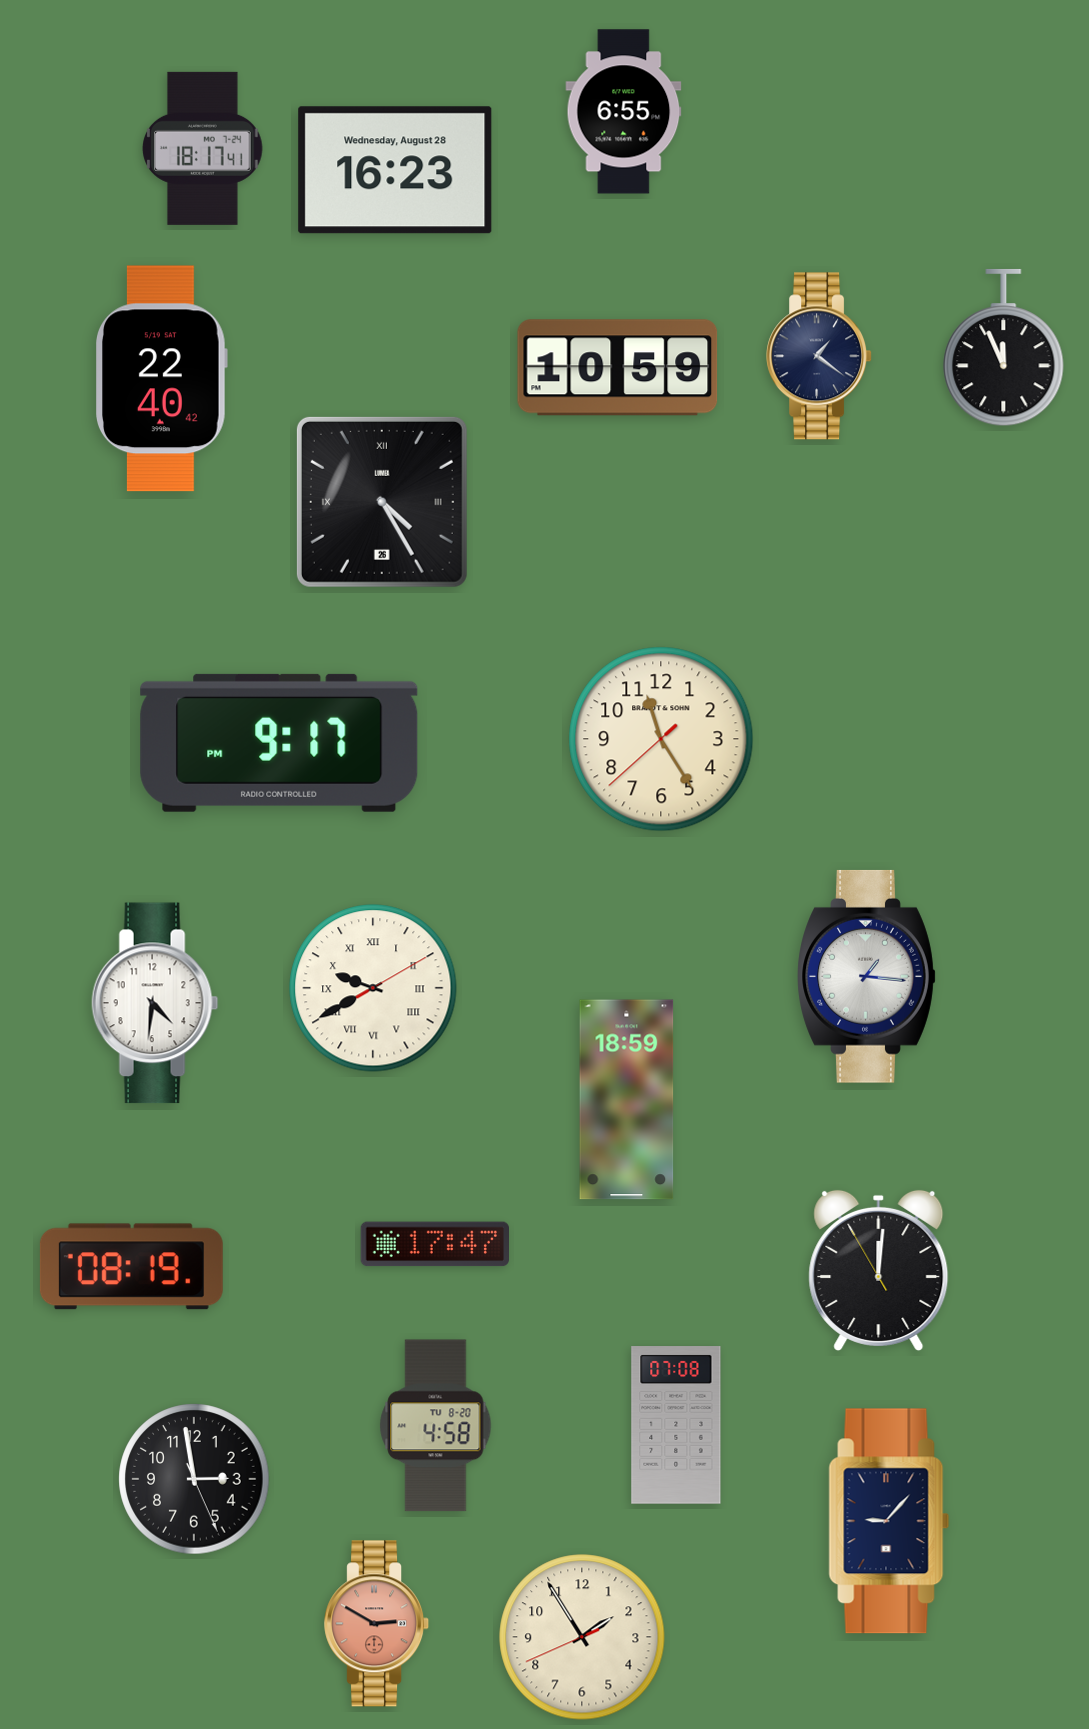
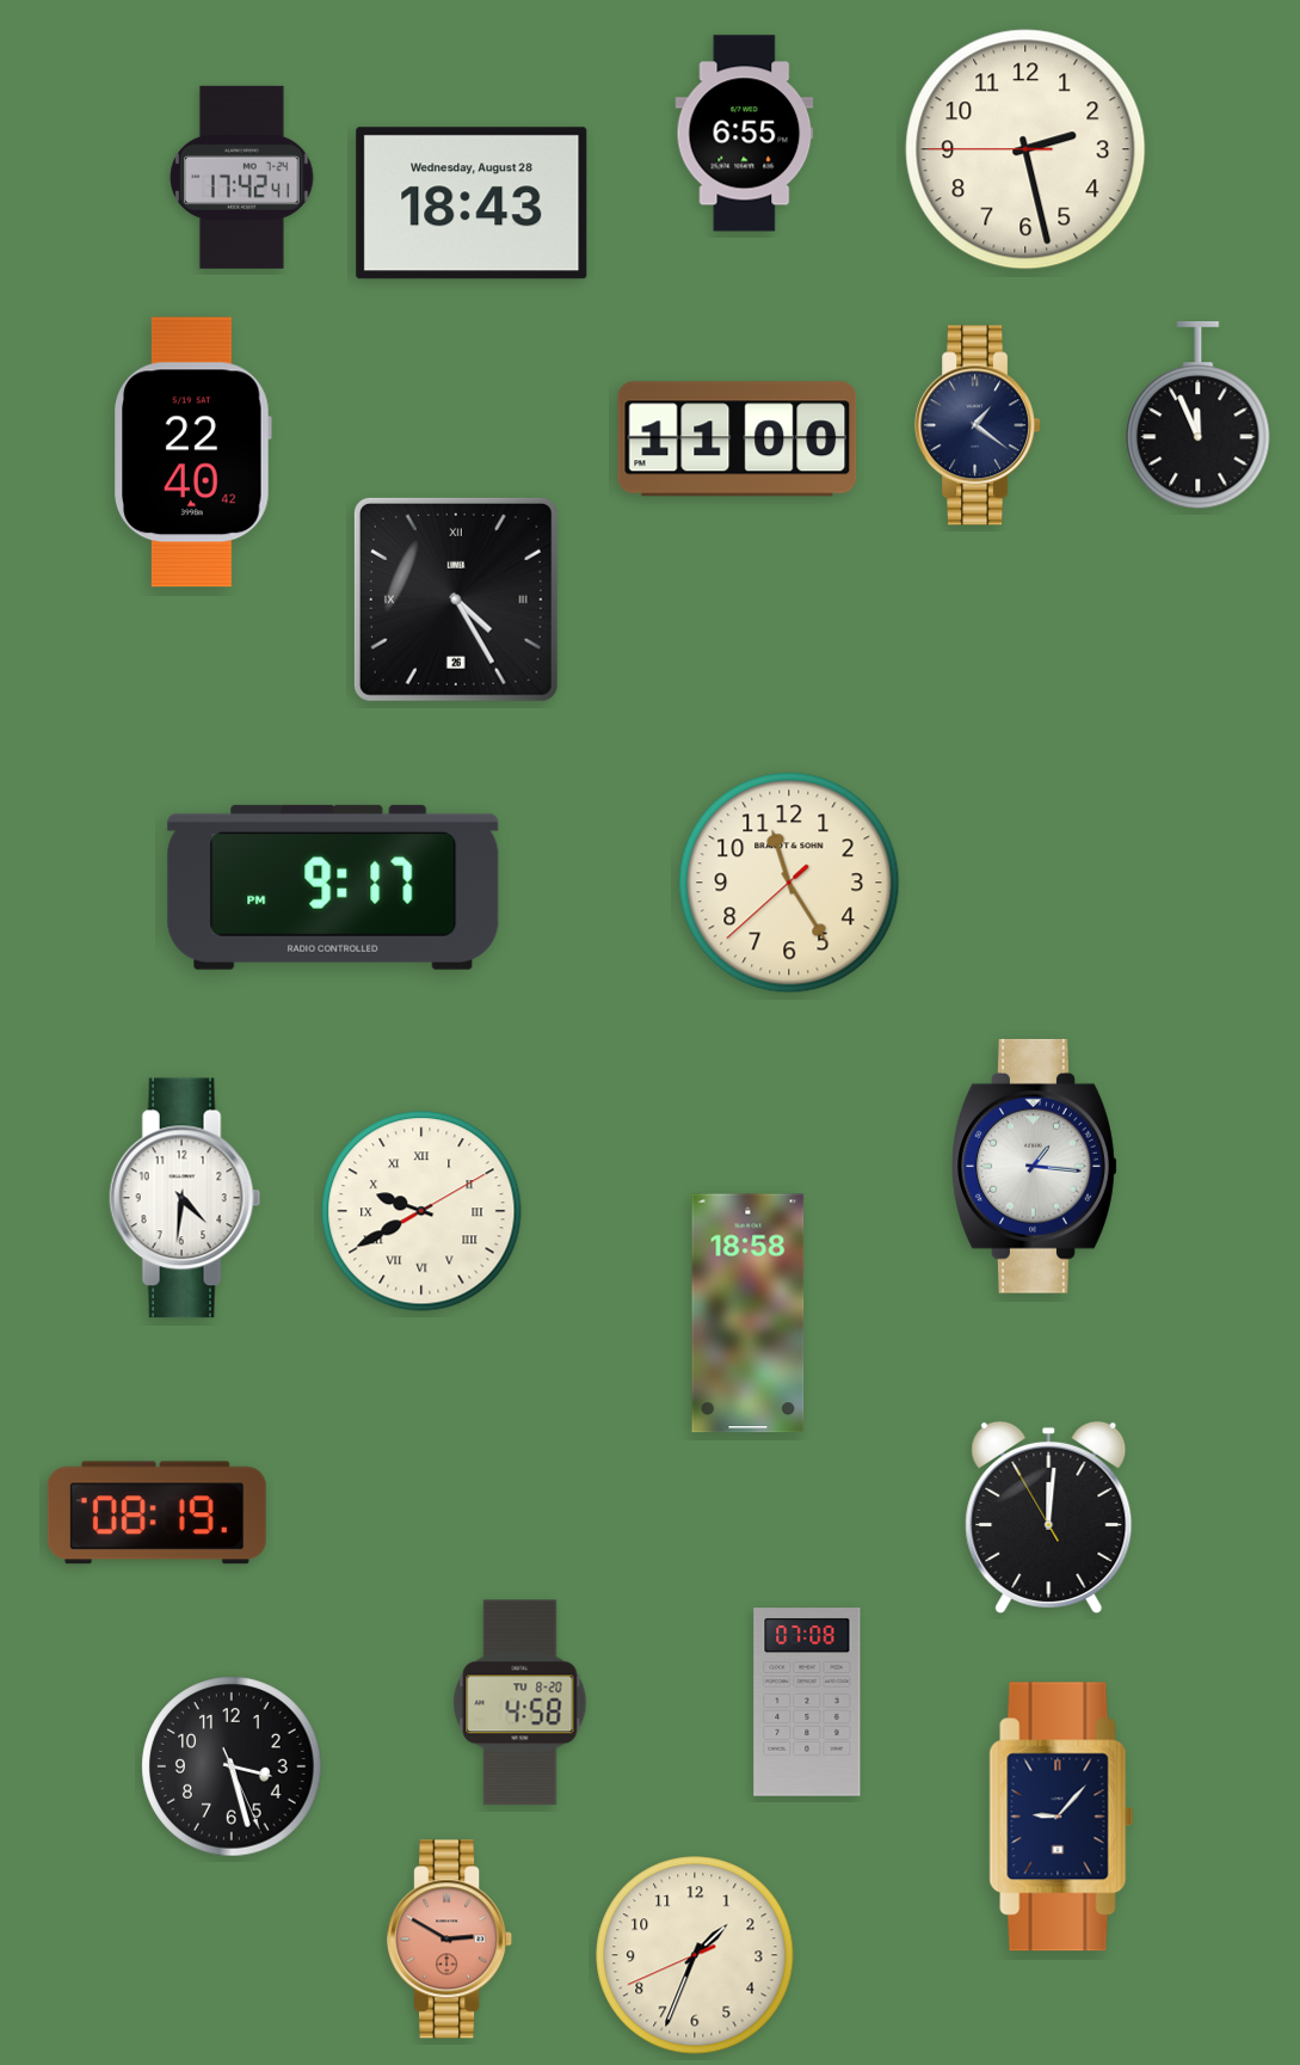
clock at (1025, 149): none -> 2:27
clock at (203, 148): 18:17 -> 17:42
clock at (395, 170): 16:23 -> 18:43
clock at (618, 368): 10:59 -> 11:00
clock at (373, 988) position: (373, 988) -> (421, 1211)
clock at (627, 1100): 18:59 -> 18:58
clock at (435, 1244): 17:47 -> none
clock at (194, 1479): 2:58 -> 3:27
clock at (582, 1637): 1:54 -> 1:33
